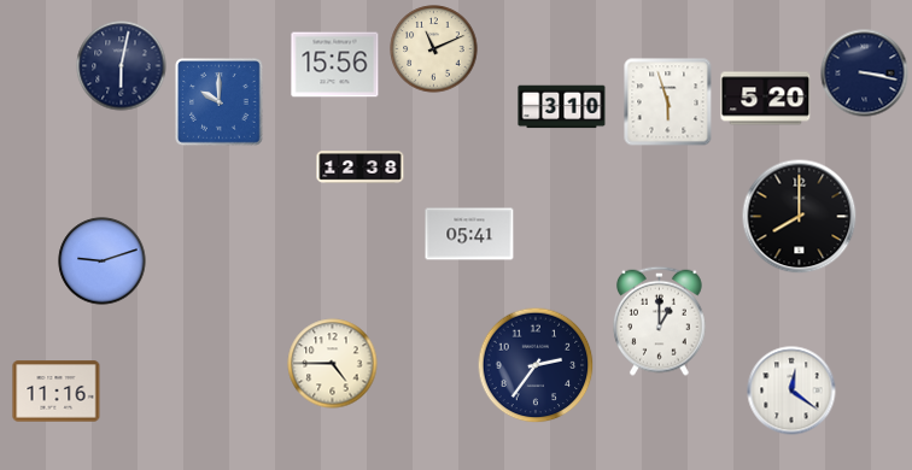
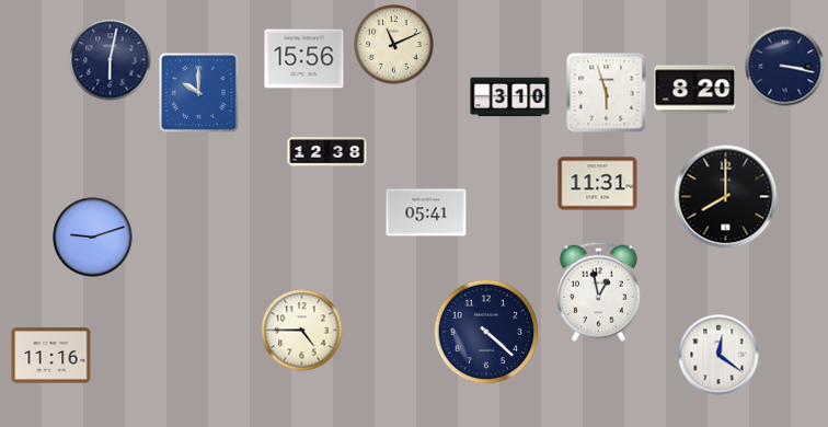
clock at (766, 99): 5:20 -> 8:20
clock at (598, 184): none -> 11:31
clock at (660, 321): 1:00 -> 12:58
clock at (536, 365): 2:36 -> 4:22
